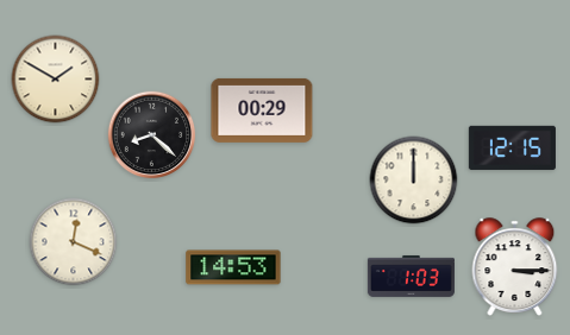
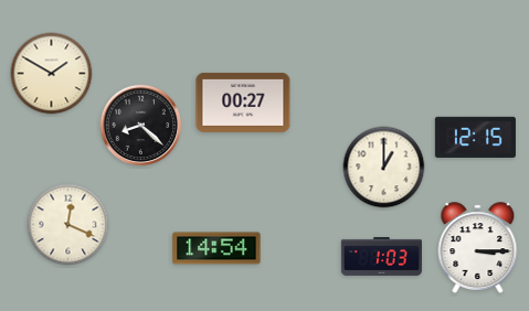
clock at (262, 110): 00:29 -> 00:27
clock at (414, 181): 12:00 -> 1:00
clock at (233, 267): 14:53 -> 14:54
